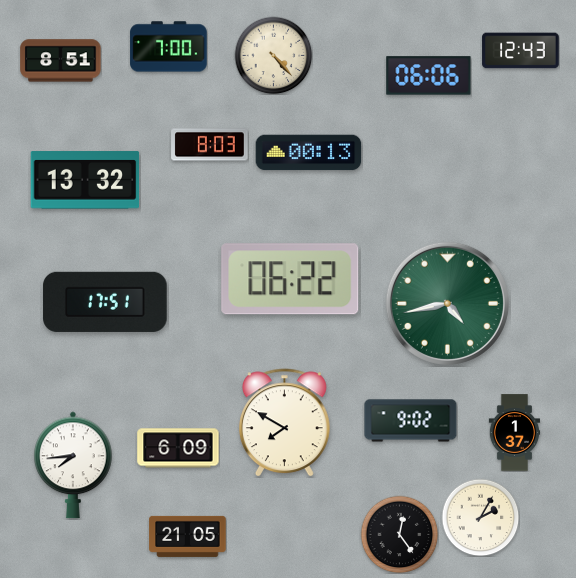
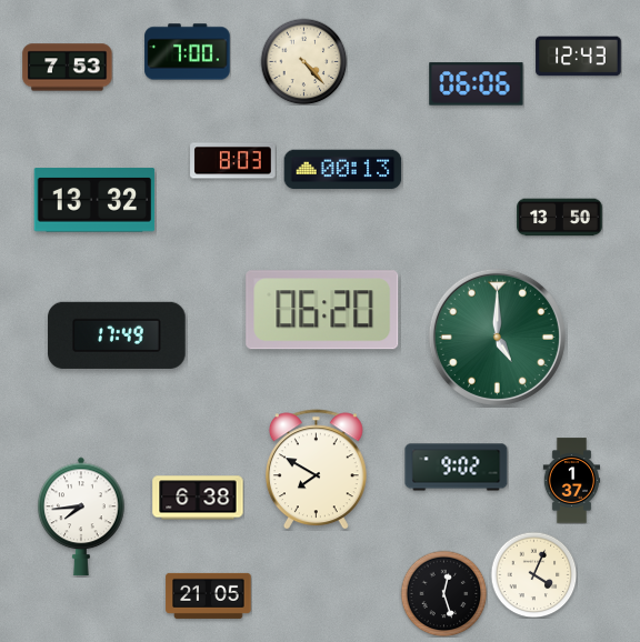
clock at (61, 61): 8:51 -> 7:53
clock at (560, 218): none -> 13:50
clock at (290, 279): 06:22 -> 06:20
clock at (105, 302): 17:51 -> 17:49
clock at (447, 303): 4:43 -> 5:00
clock at (178, 448): 6:09 -> 6:38
clock at (480, 517): 2:05 -> 4:04
clock at (399, 534): 12:24 -> 12:27
